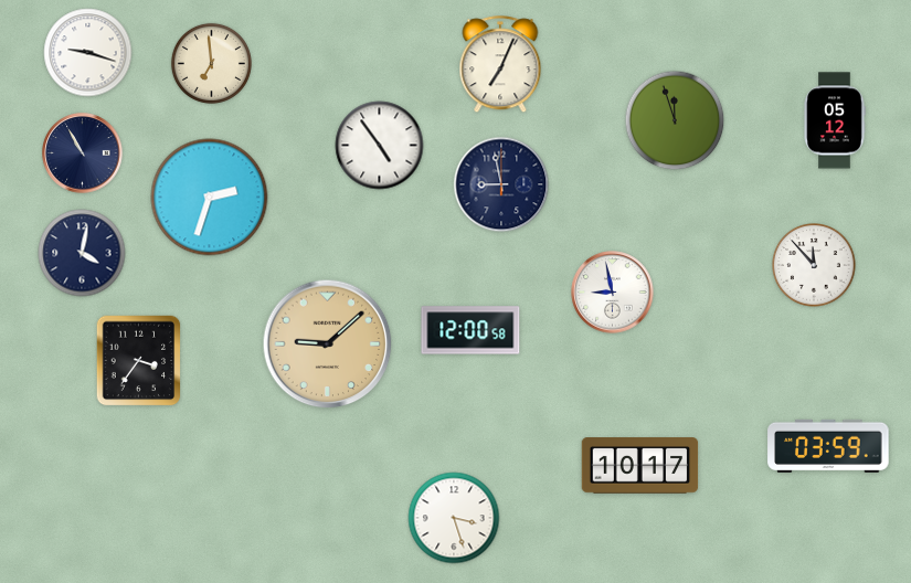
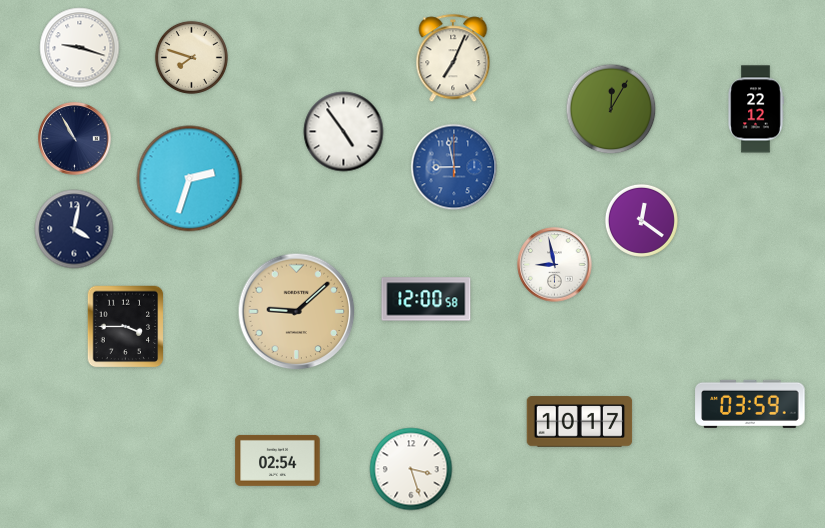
clock at (211, 63): 6:59 -> 7:48
clock at (675, 120): 11:57 -> 12:05
clock at (835, 120): 05:12 -> 22:12
clock at (501, 184) dial: navy -> blue
clock at (641, 220): none -> 12:21
clock at (814, 265): 11:53 -> none
clock at (139, 361): 3:36 -> 3:45
clock at (278, 460): none -> 02:54
